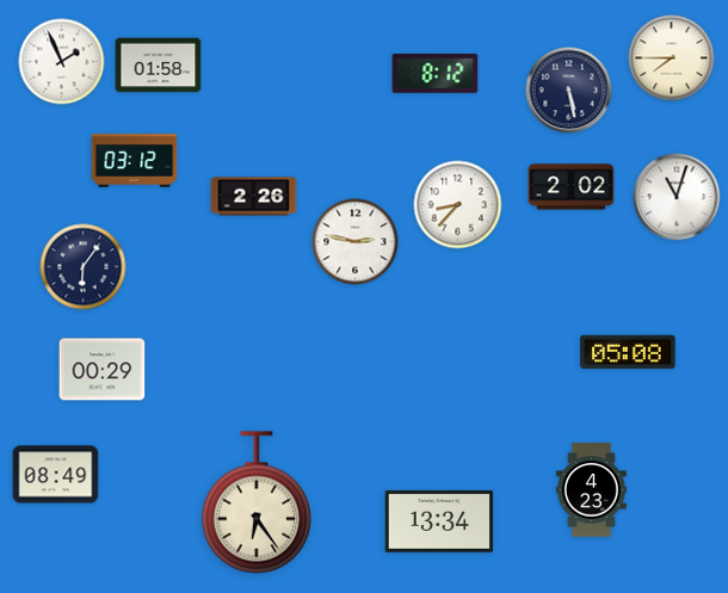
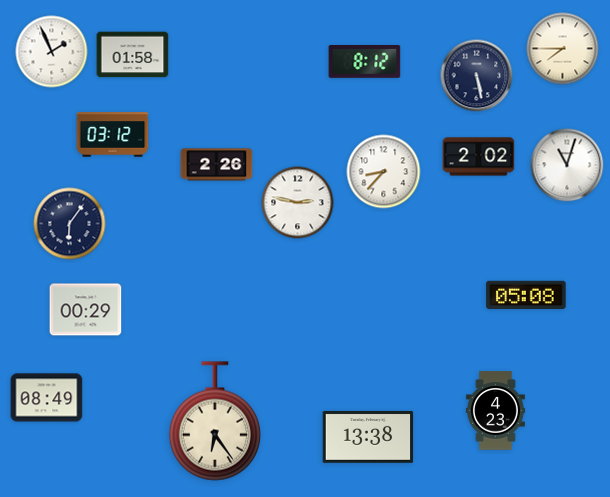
clock at (254, 197) position: (254, 197) -> (217, 165)
clock at (439, 521): 13:34 -> 13:38
